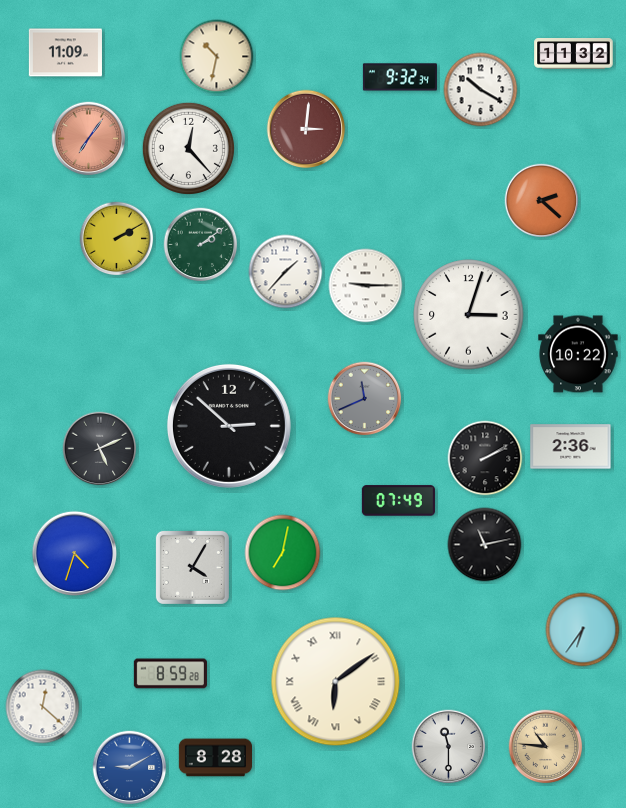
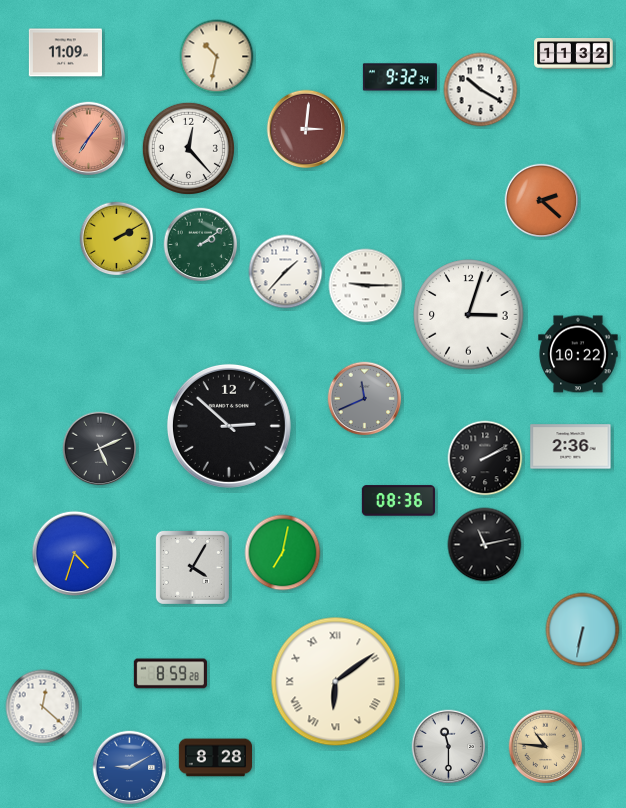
clock at (398, 501): 07:49 -> 08:36
clock at (583, 630): 6:36 -> 6:32
